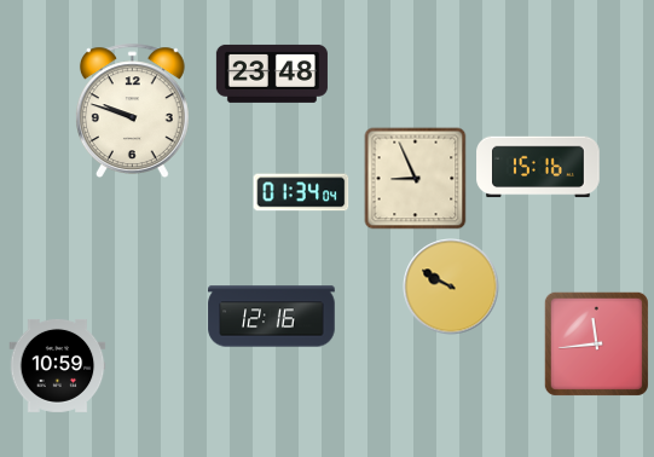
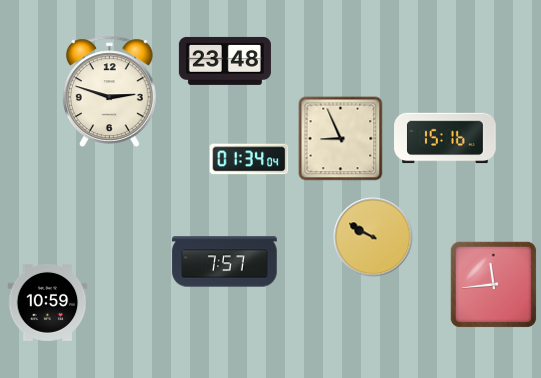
clock at (132, 110): 9:48 -> 2:48
clock at (415, 178) position: (415, 178) -> (340, 138)
clock at (272, 317): 12:16 -> 7:57
